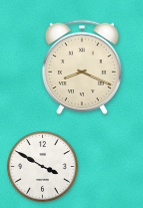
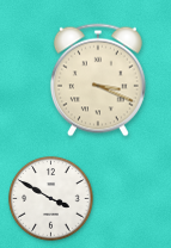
clock at (82, 67): 8:19 -> 3:19
